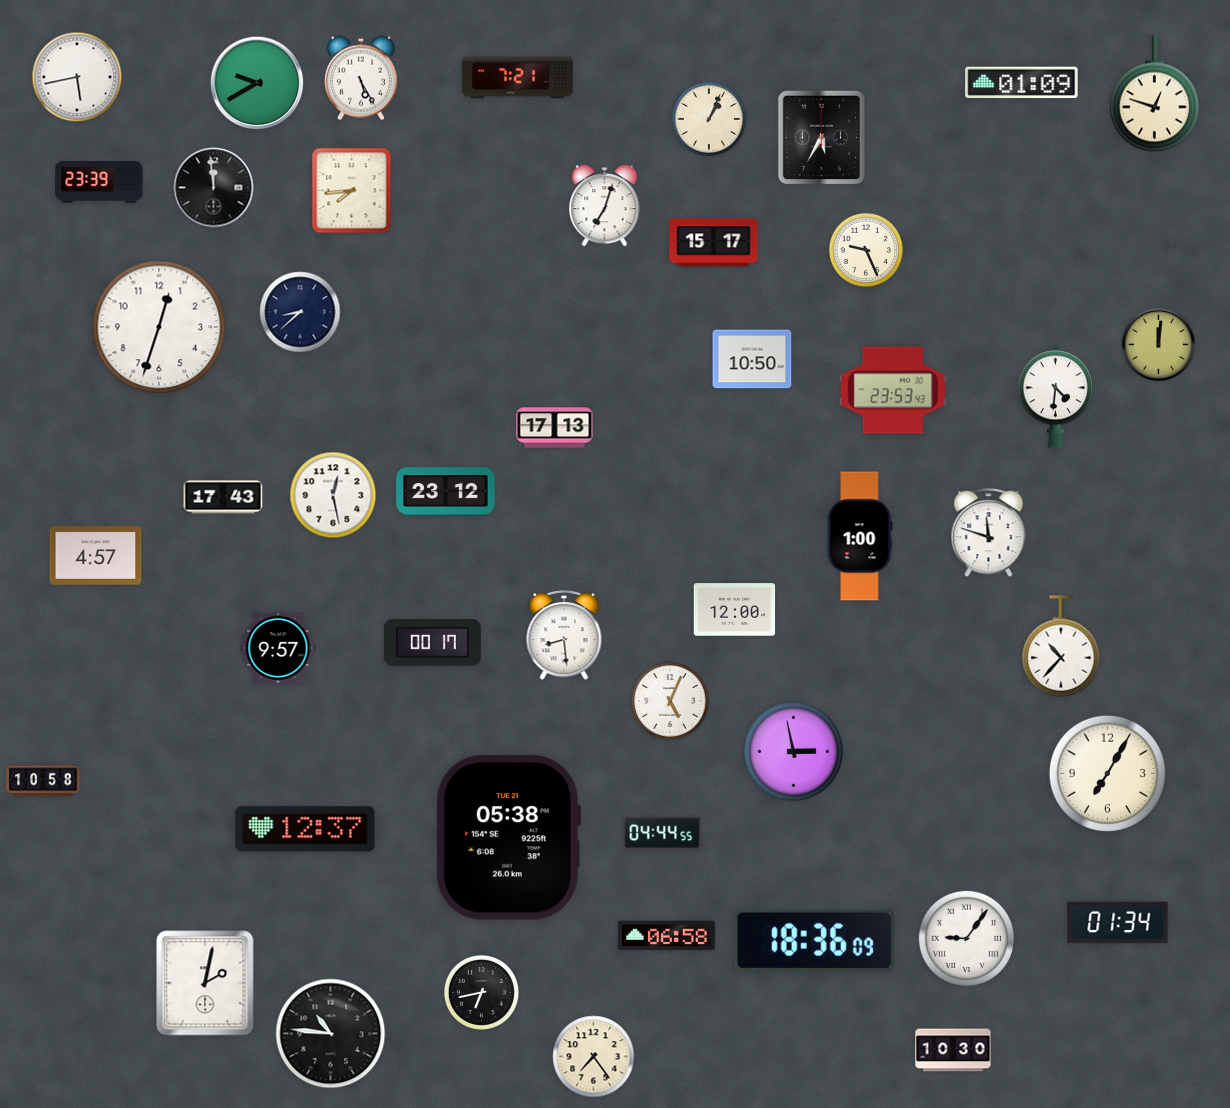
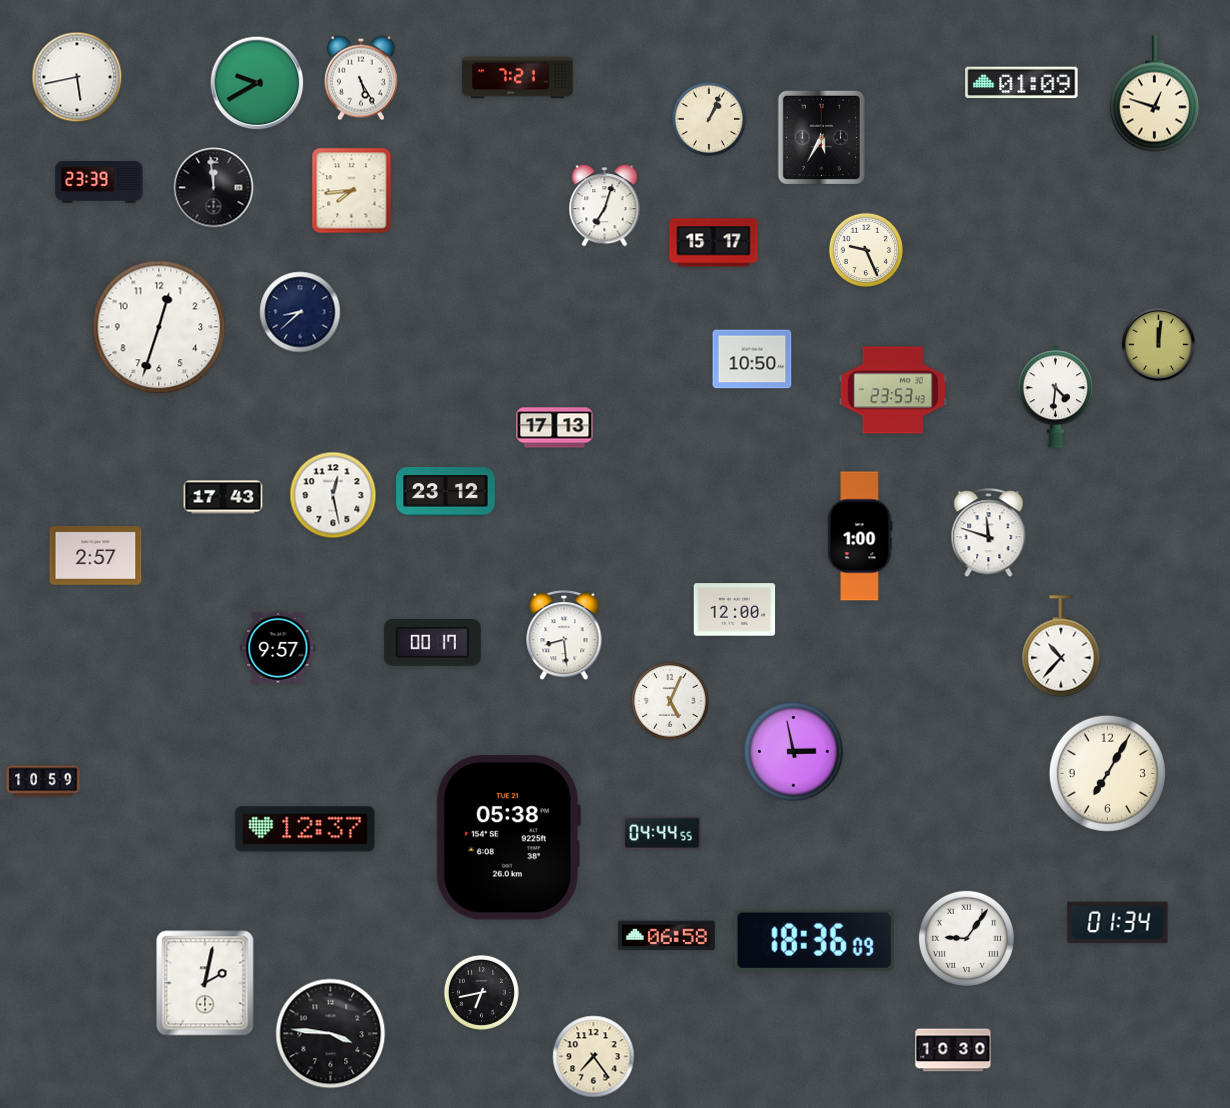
clock at (96, 556): 4:57 -> 2:57
clock at (43, 781): 10:58 -> 10:59
clock at (331, 1034): 10:46 -> 3:46
